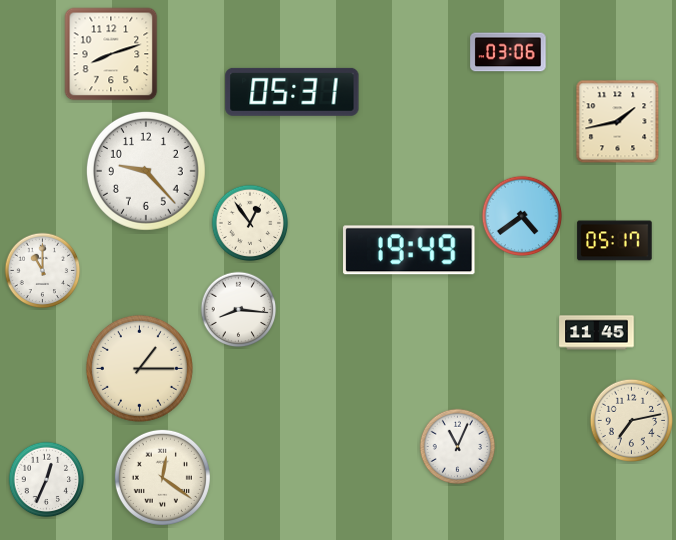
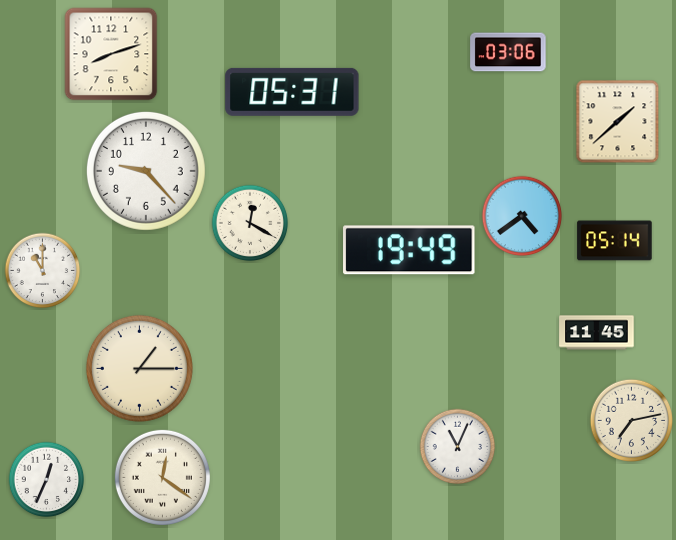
clock at (618, 122): 1:43 -> 1:38
clock at (250, 223): 12:54 -> 12:20
clock at (615, 241): 05:17 -> 05:14
clock at (239, 310): 8:16 -> none
